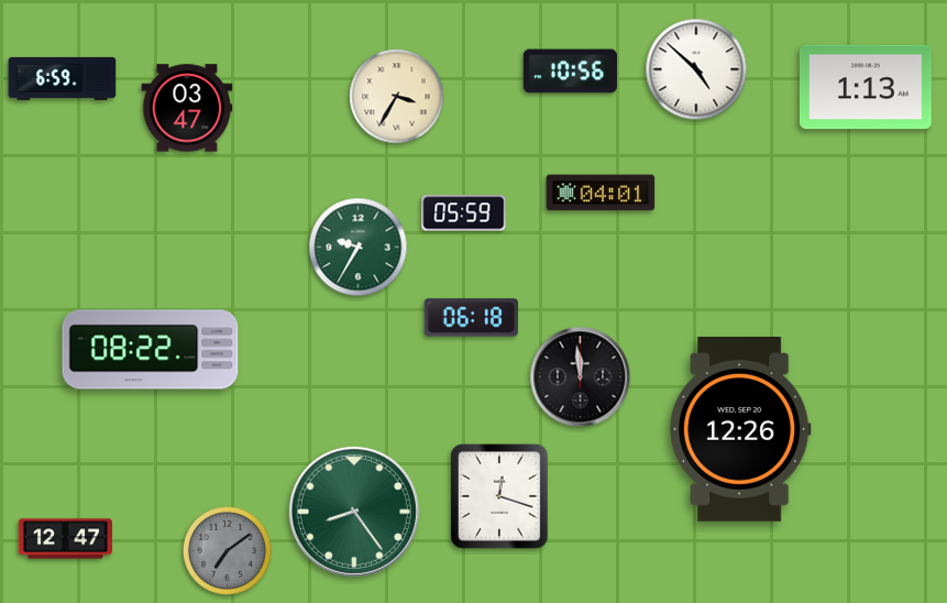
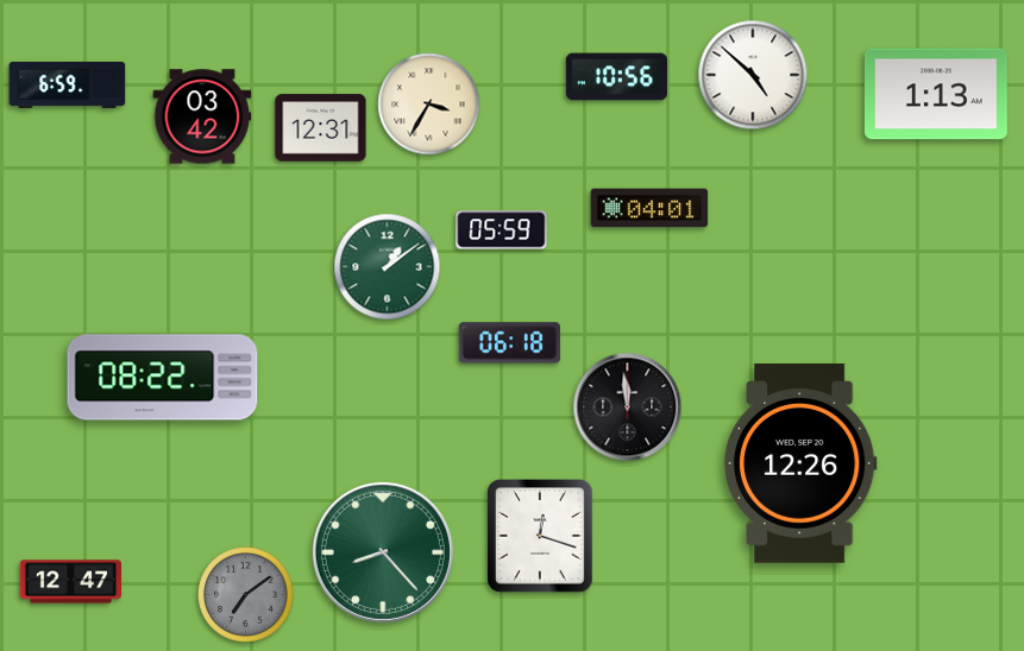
clock at (187, 108): 03:47 -> 03:42
clock at (321, 128): none -> 12:31
clock at (359, 248): 9:35 -> 1:09
clock at (354, 512): 8:24 -> 8:23
